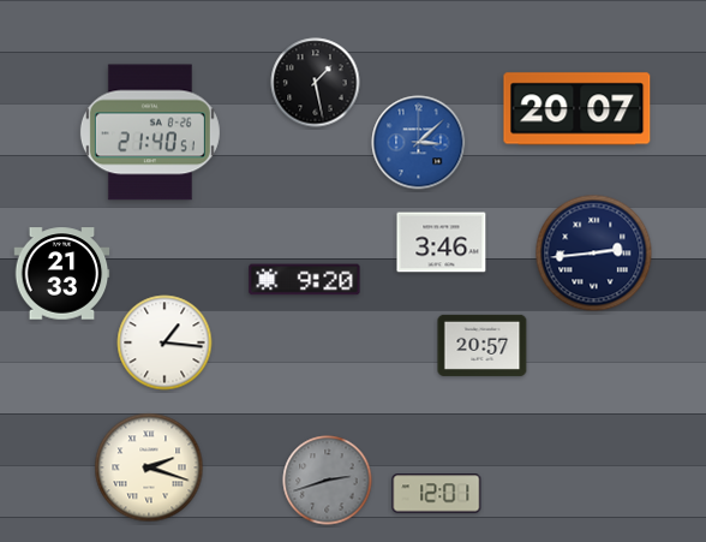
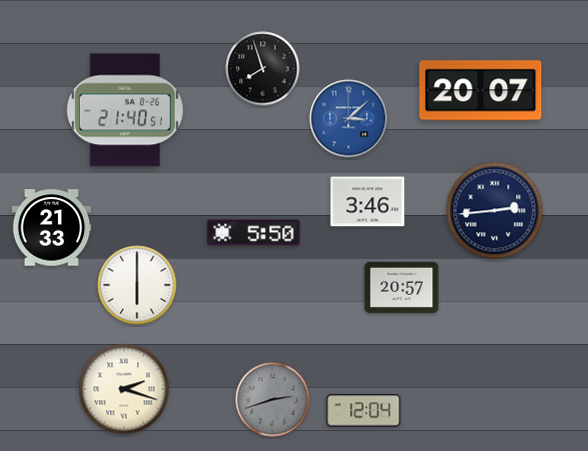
clock at (316, 83): 1:28 -> 7:57
clock at (305, 280): 9:20 -> 5:50
clock at (164, 343): 1:16 -> 6:00
clock at (437, 494): 12:01 -> 12:04
